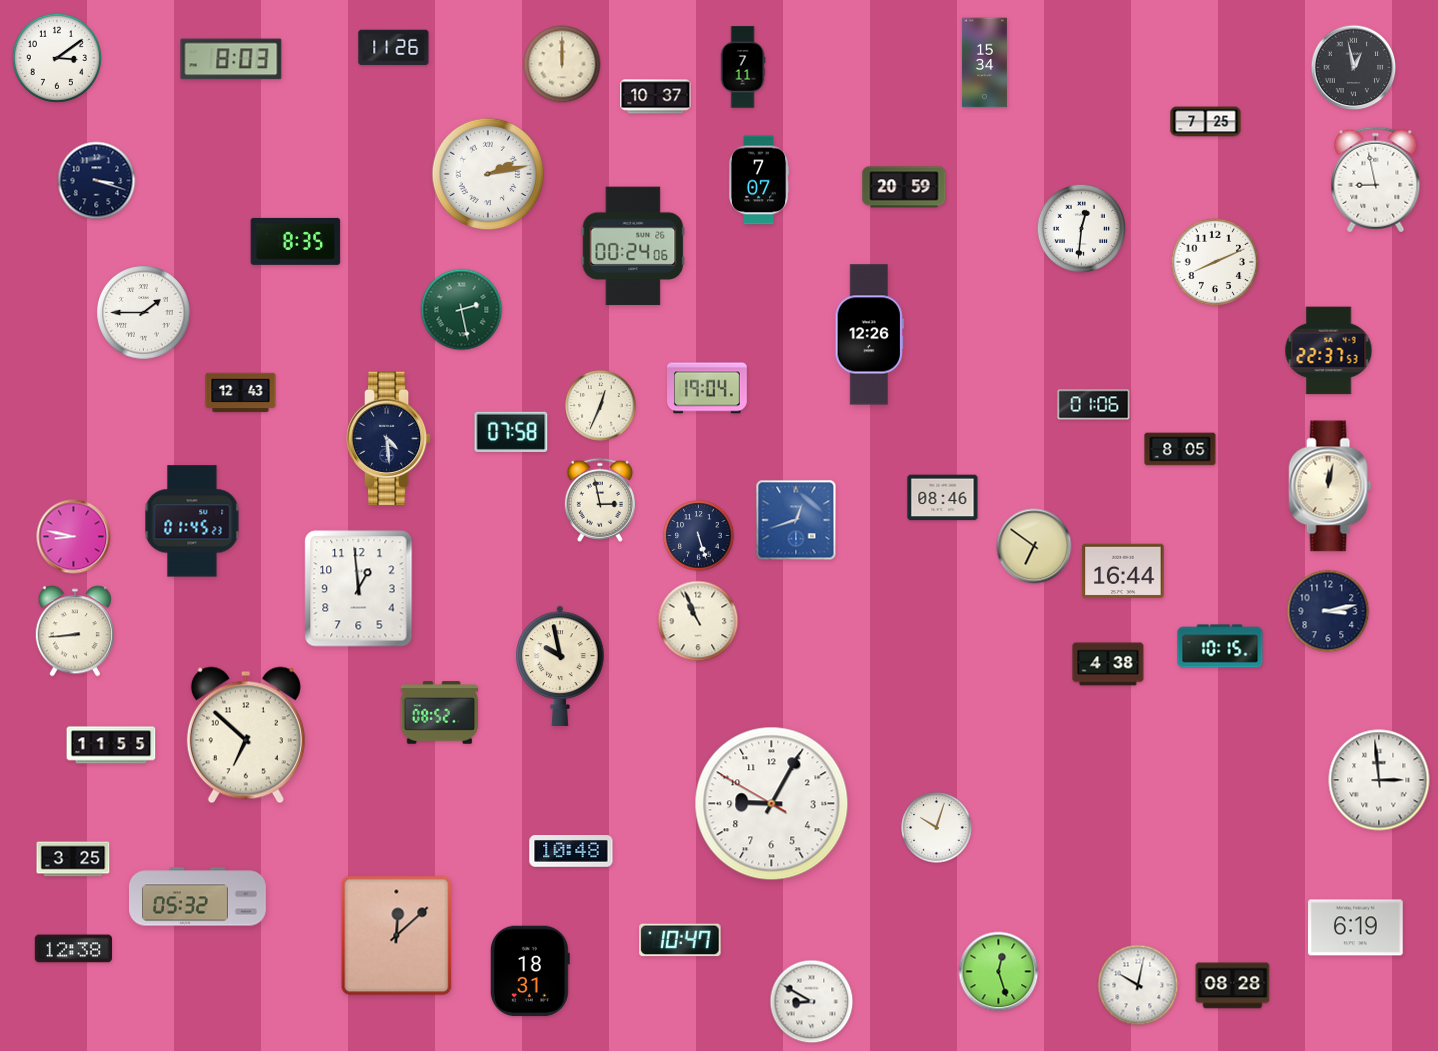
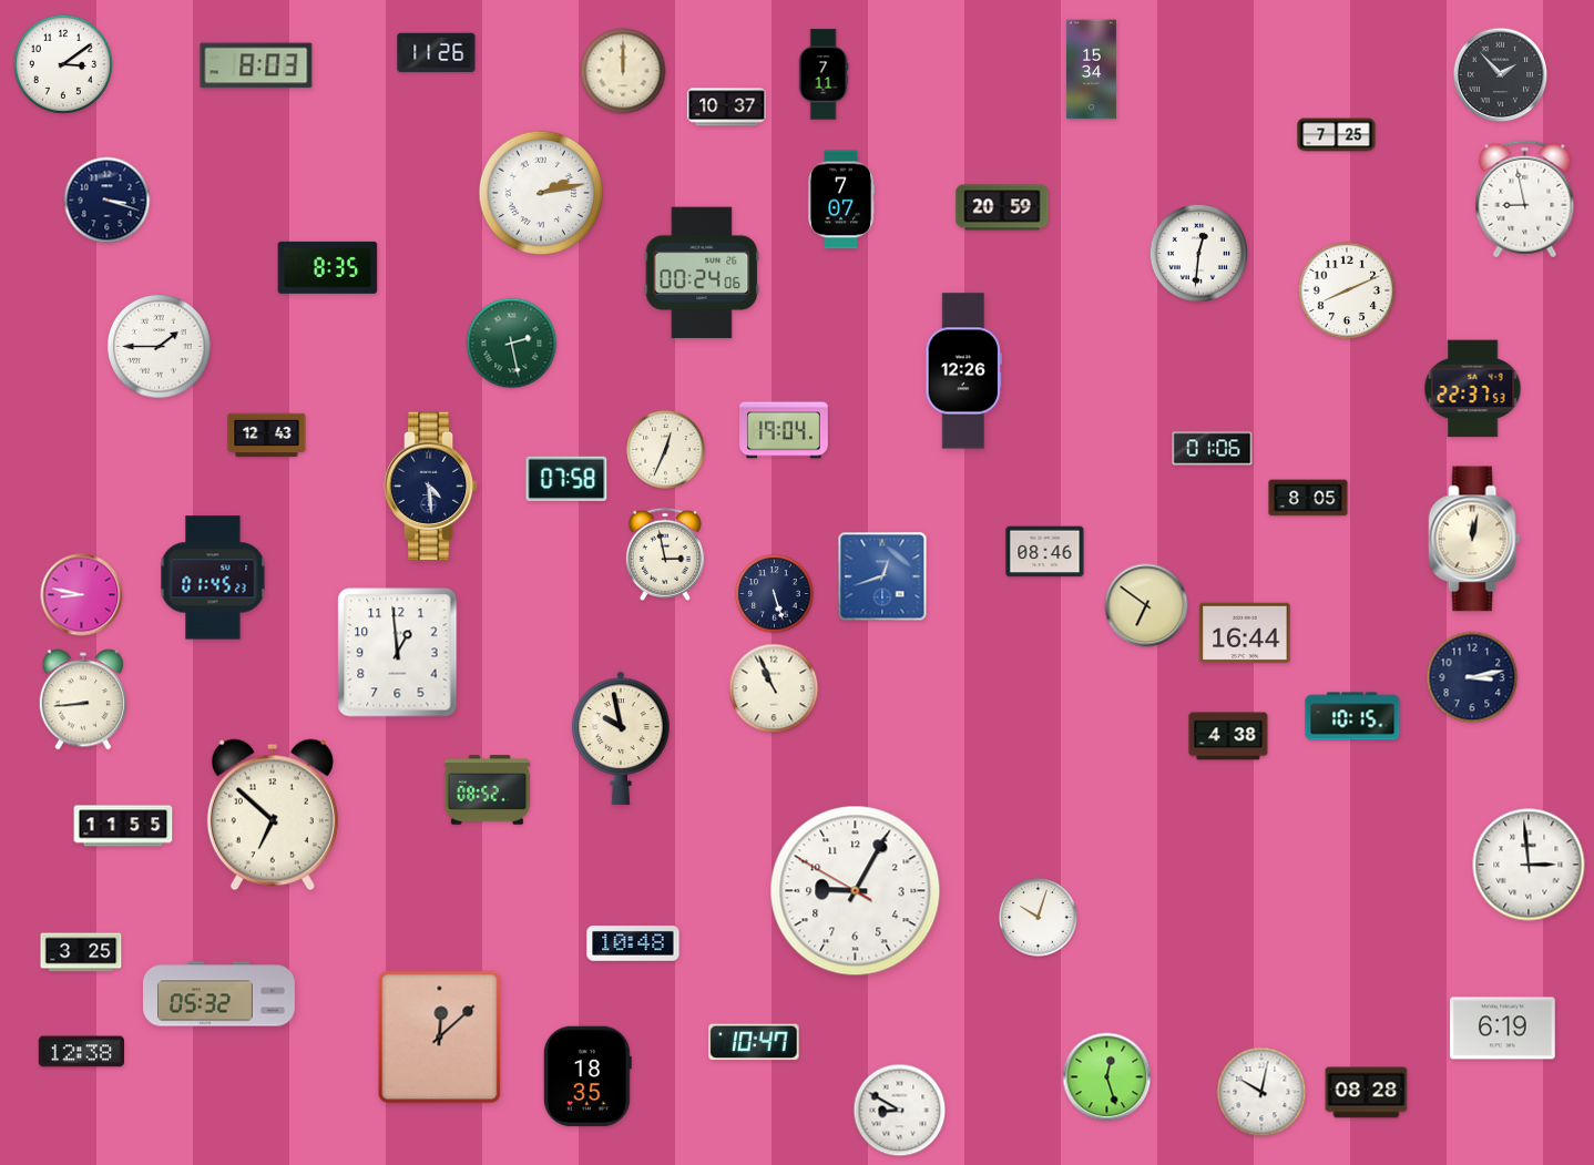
clock at (1354, 68): 12:58 -> 1:53
clock at (530, 971): 18:31 -> 18:35
